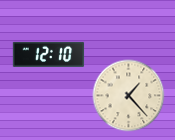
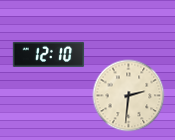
clock at (129, 96): 1:23 -> 2:31
